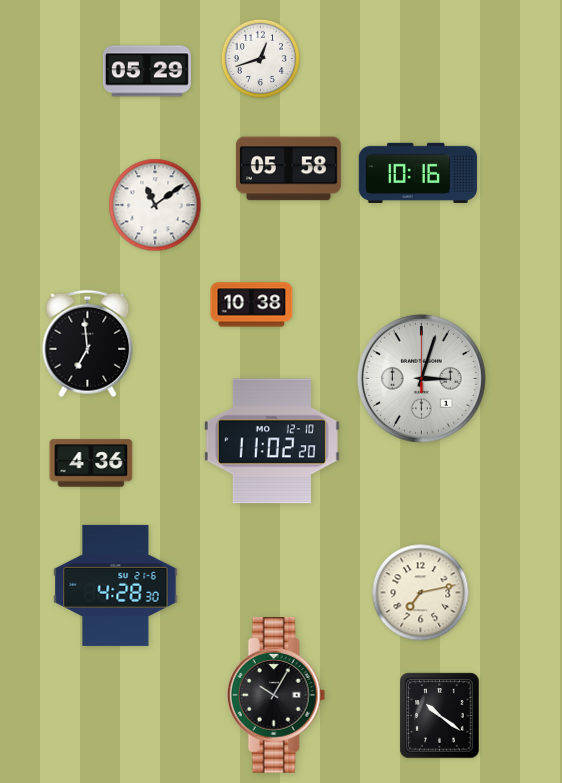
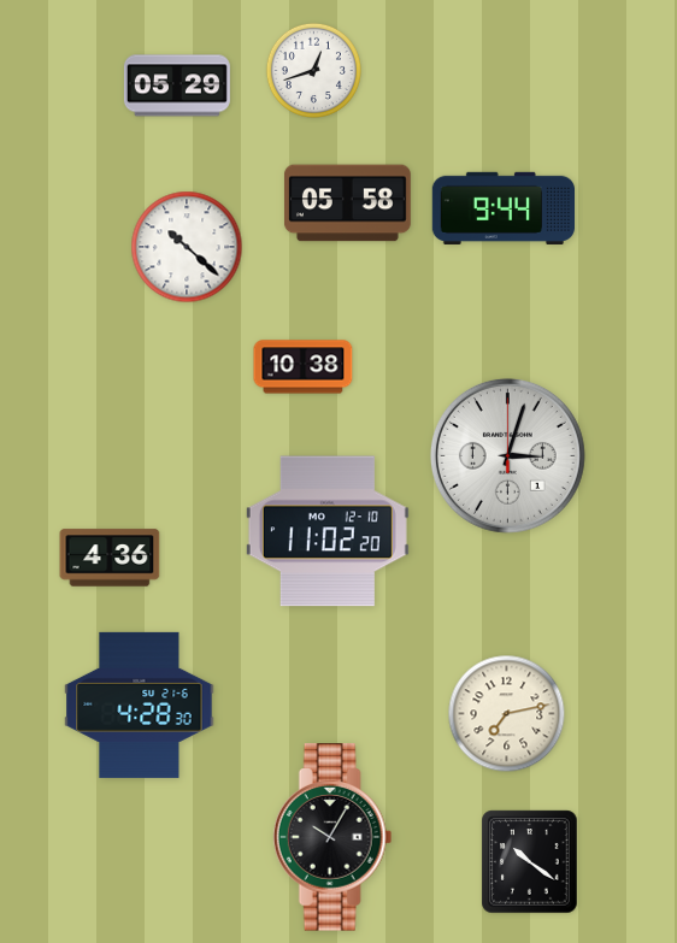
clock at (417, 173): 10:16 -> 9:44
clock at (155, 205): 11:09 -> 10:22
clock at (88, 344): 6:59 -> none
